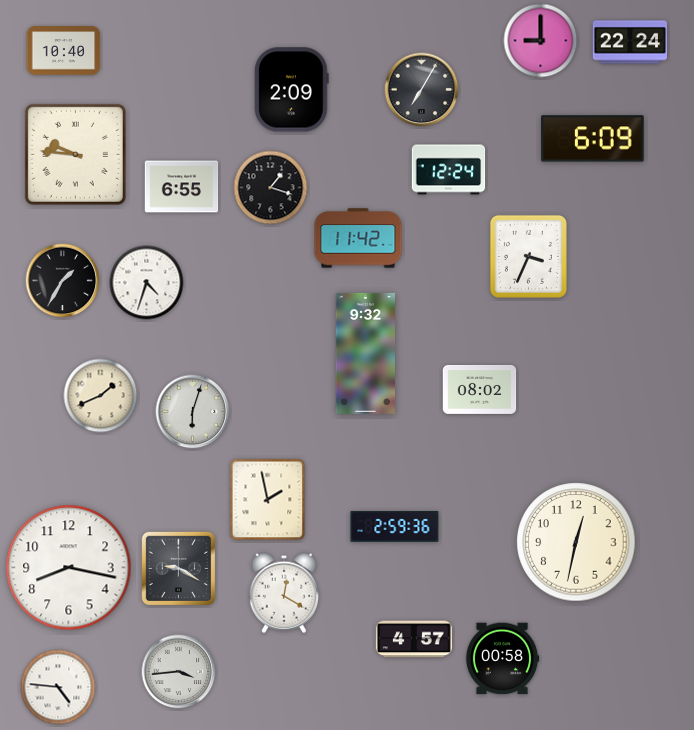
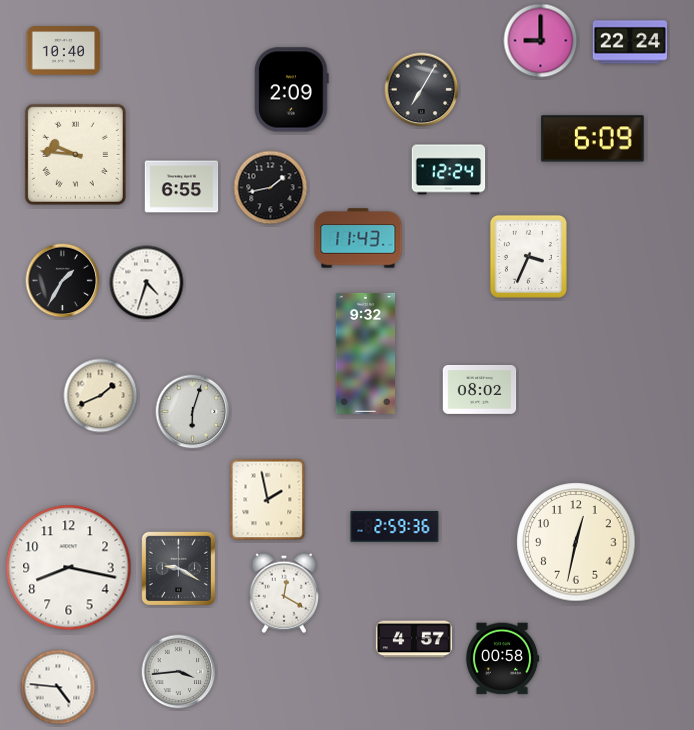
clock at (271, 188): 1:18 -> 1:43
clock at (358, 238): 11:42 -> 11:43
